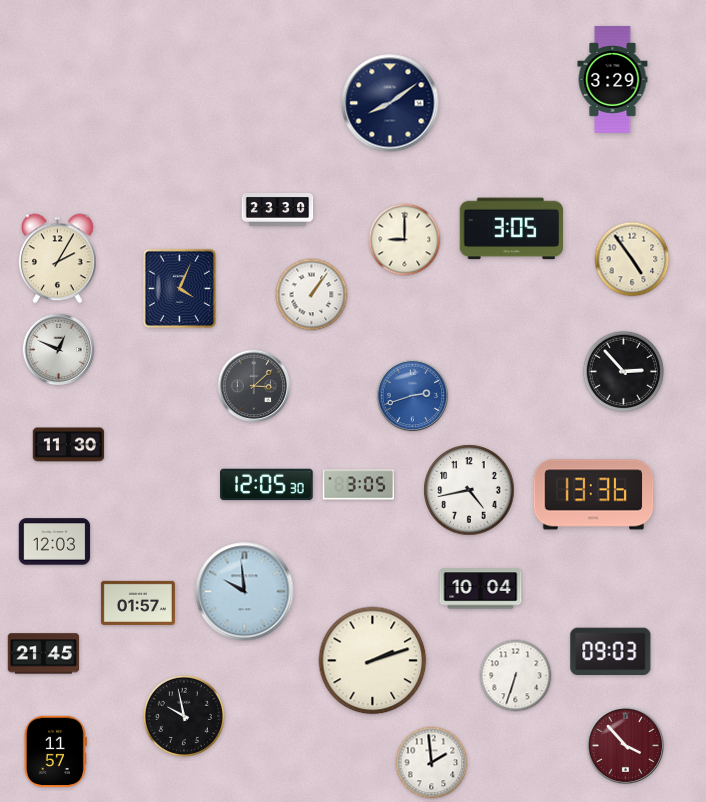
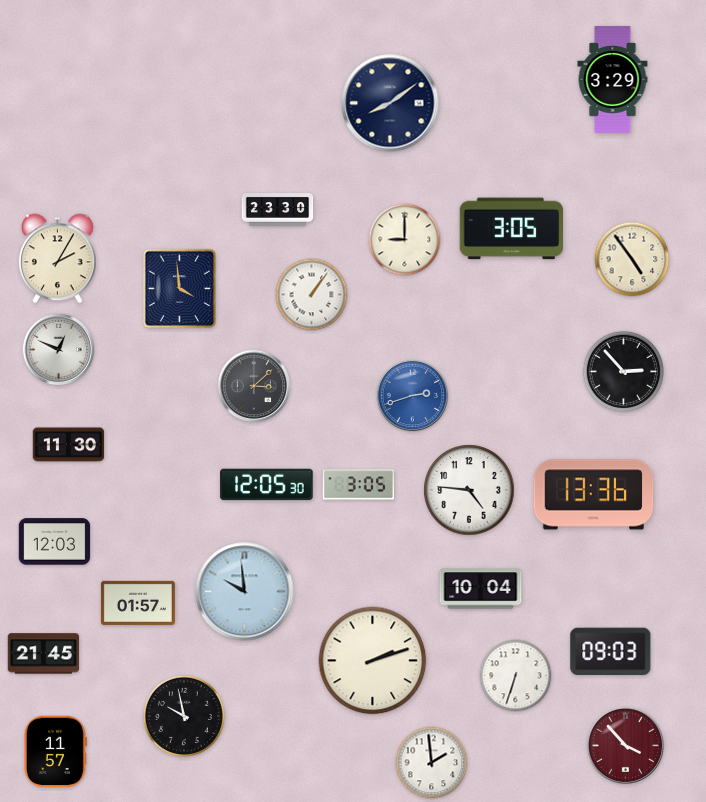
clock at (180, 289): 4:04 -> 3:59
clock at (469, 490): 4:43 -> 4:46
